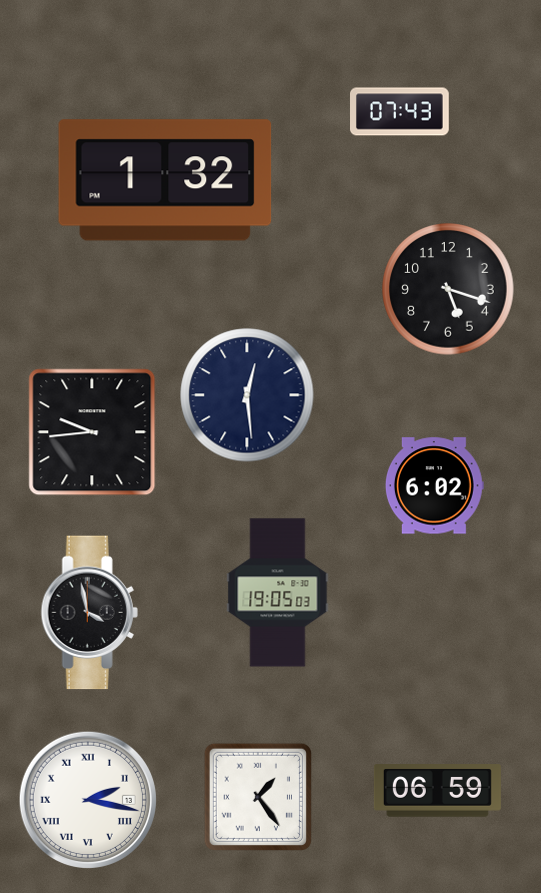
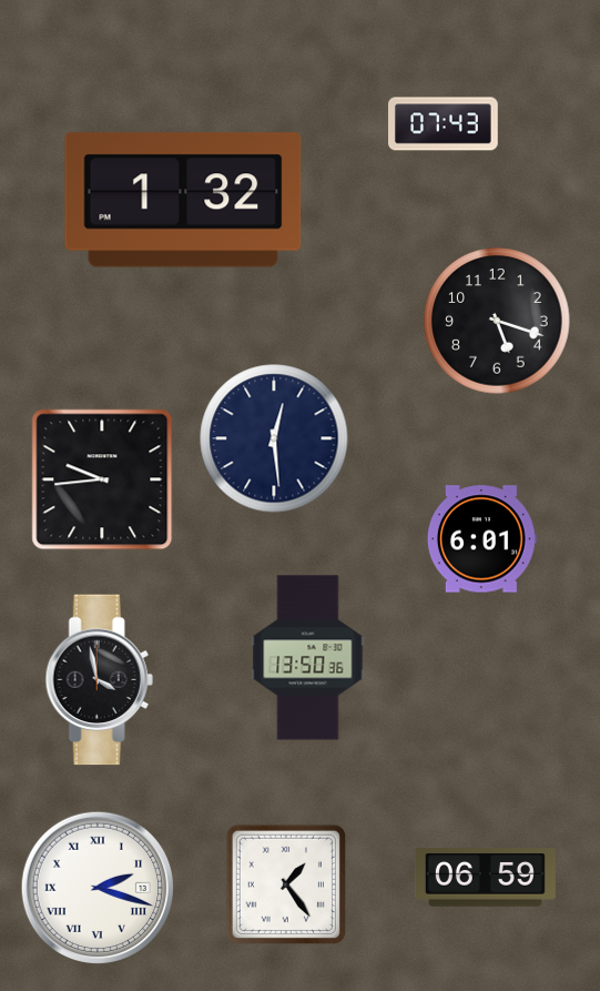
clock at (434, 486): 6:02 -> 6:01
clock at (278, 593): 19:05 -> 13:50
clock at (87, 799): 2:17 -> 2:18
